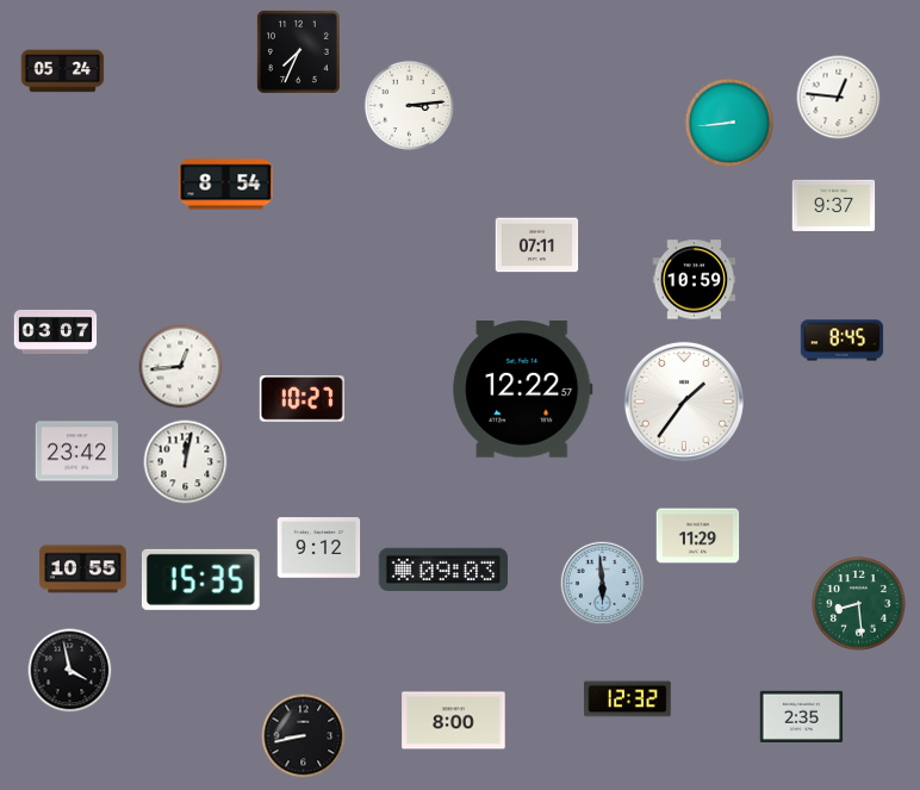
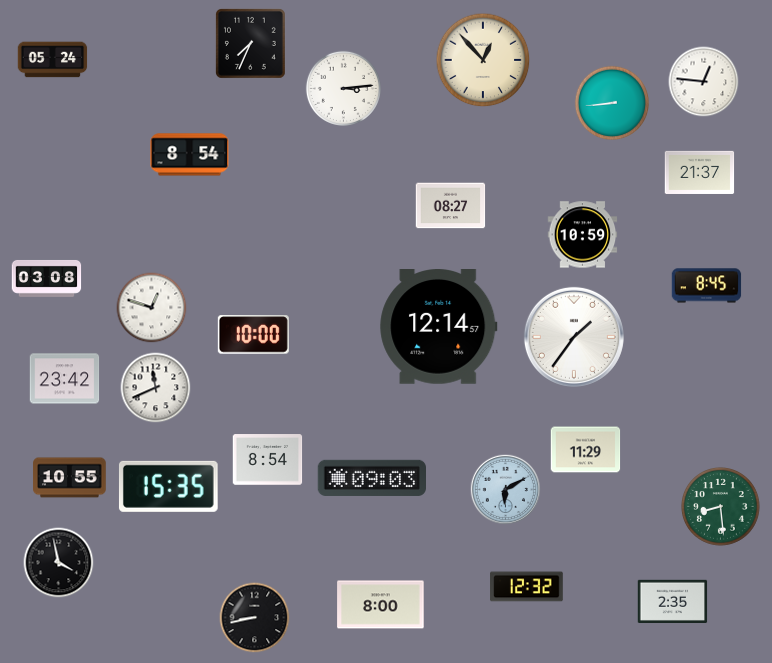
clock at (483, 60): none -> 12:53
clock at (834, 205): 9:37 -> 21:37
clock at (537, 245): 07:11 -> 08:27
clock at (56, 331): 03:07 -> 03:08
clock at (181, 367): 12:44 -> 12:48
clock at (523, 390): 12:22 -> 12:14
clock at (302, 399): 10:27 -> 10:00
clock at (186, 462): 12:02 -> 11:41
clock at (319, 548): 9:12 -> 8:54
clock at (602, 583): 5:59 -> 6:10
